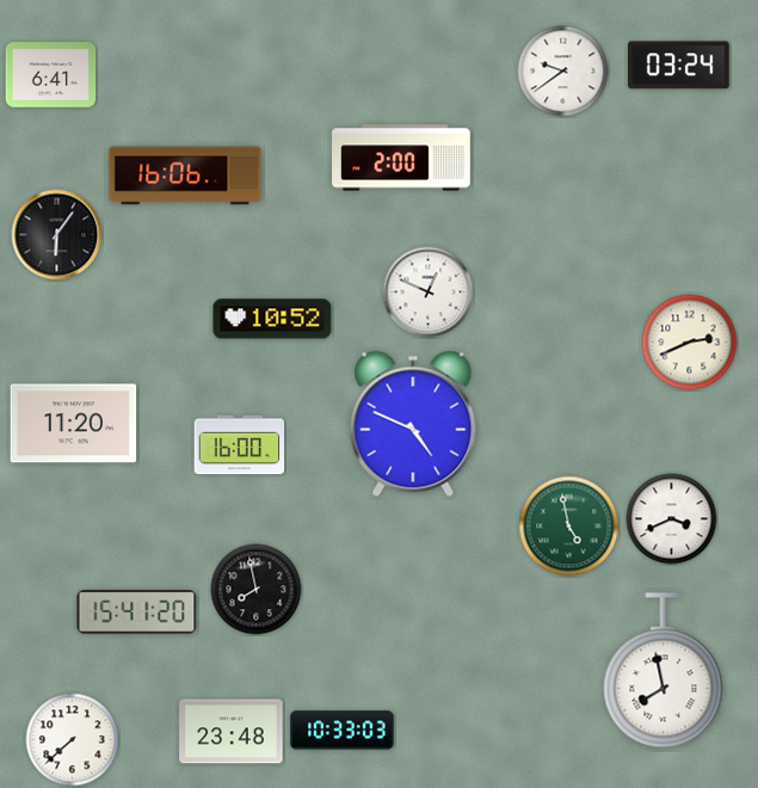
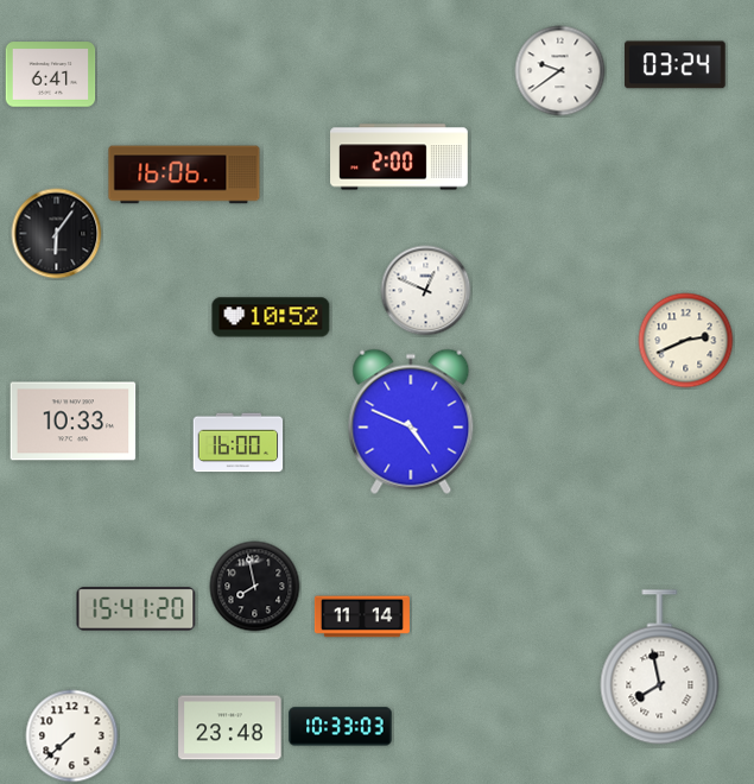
clock at (74, 424): 11:20 -> 10:33
clock at (672, 519): 3:41 -> none
clock at (569, 527): 4:58 -> none
clock at (362, 617): none -> 11:14
